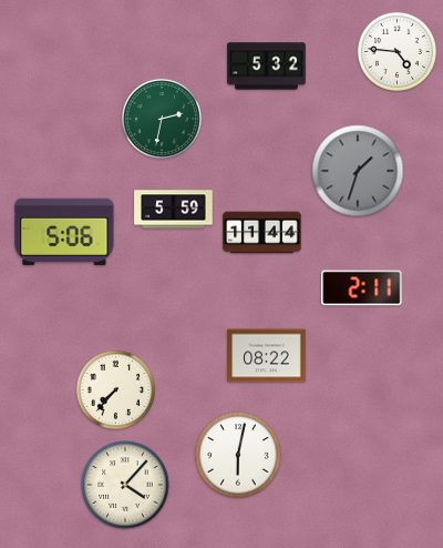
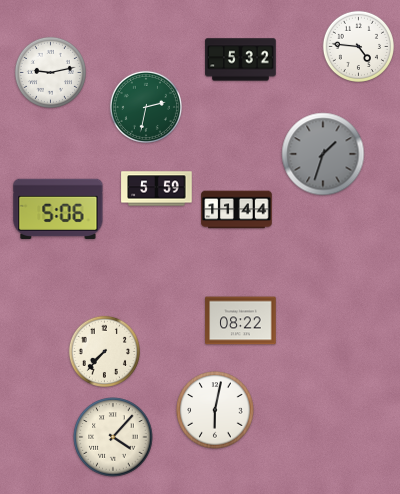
clock at (50, 72): none -> 9:13
clock at (362, 288): 2:11 -> none
